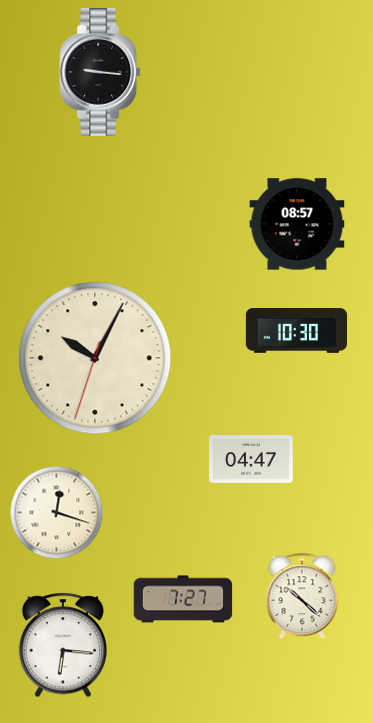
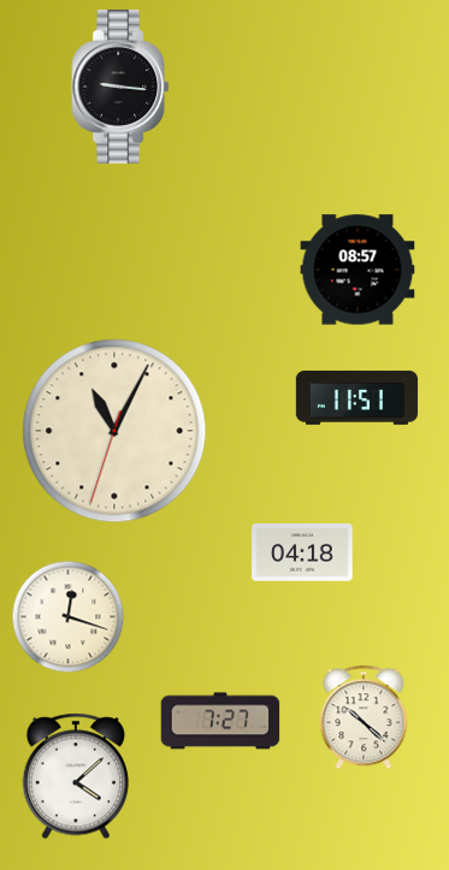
clock at (296, 331): 10:30 -> 11:51
clock at (95, 358): 10:04 -> 11:04
clock at (251, 460): 04:47 -> 04:18
clock at (63, 645): 6:16 -> 4:08
